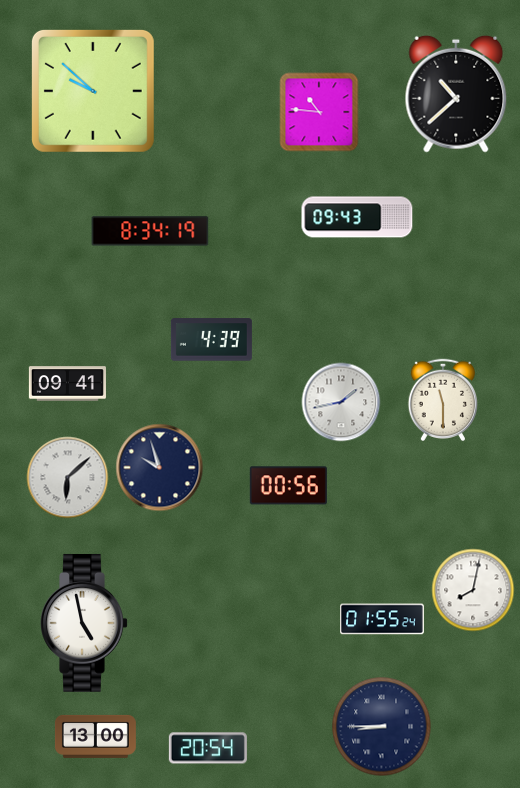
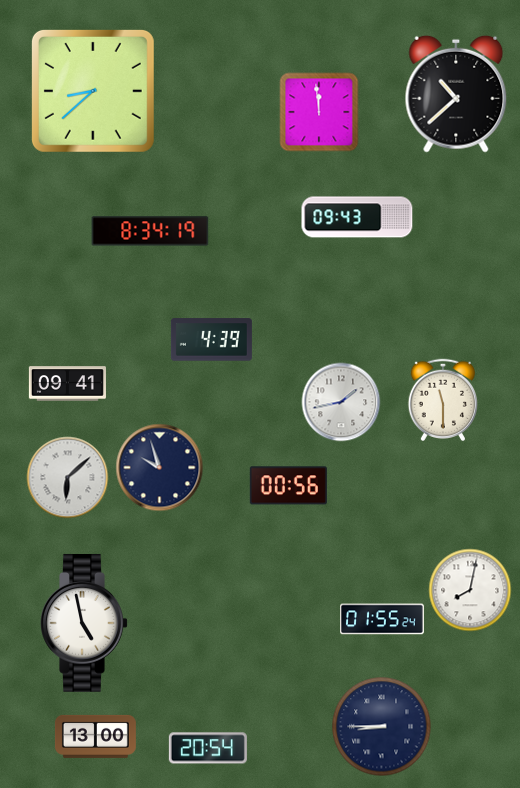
clock at (93, 91): 9:52 -> 8:38
clock at (319, 112): 10:46 -> 11:59
clock at (473, 590) position: (473, 590) -> (470, 590)
